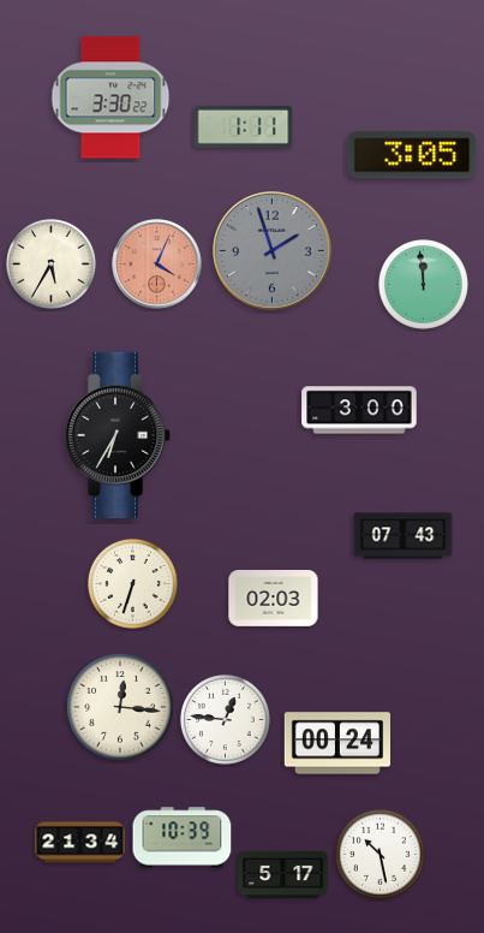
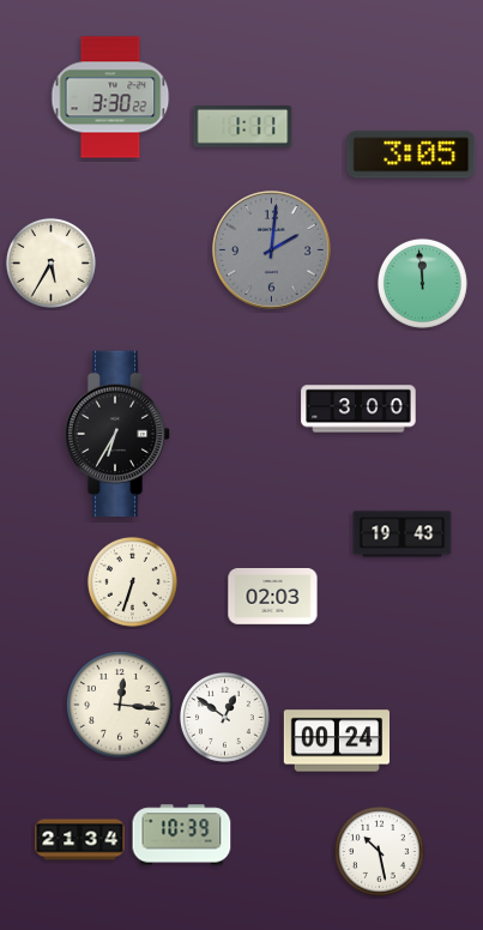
clock at (273, 251): 1:57 -> 2:01
clock at (157, 265): 4:04 -> none
clock at (404, 536): 07:43 -> 19:43
clock at (225, 719): 12:46 -> 12:51
clock at (283, 874): 5:17 -> none
